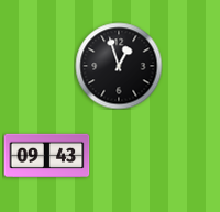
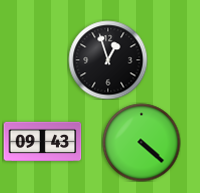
clock at (141, 142): none -> 4:22
